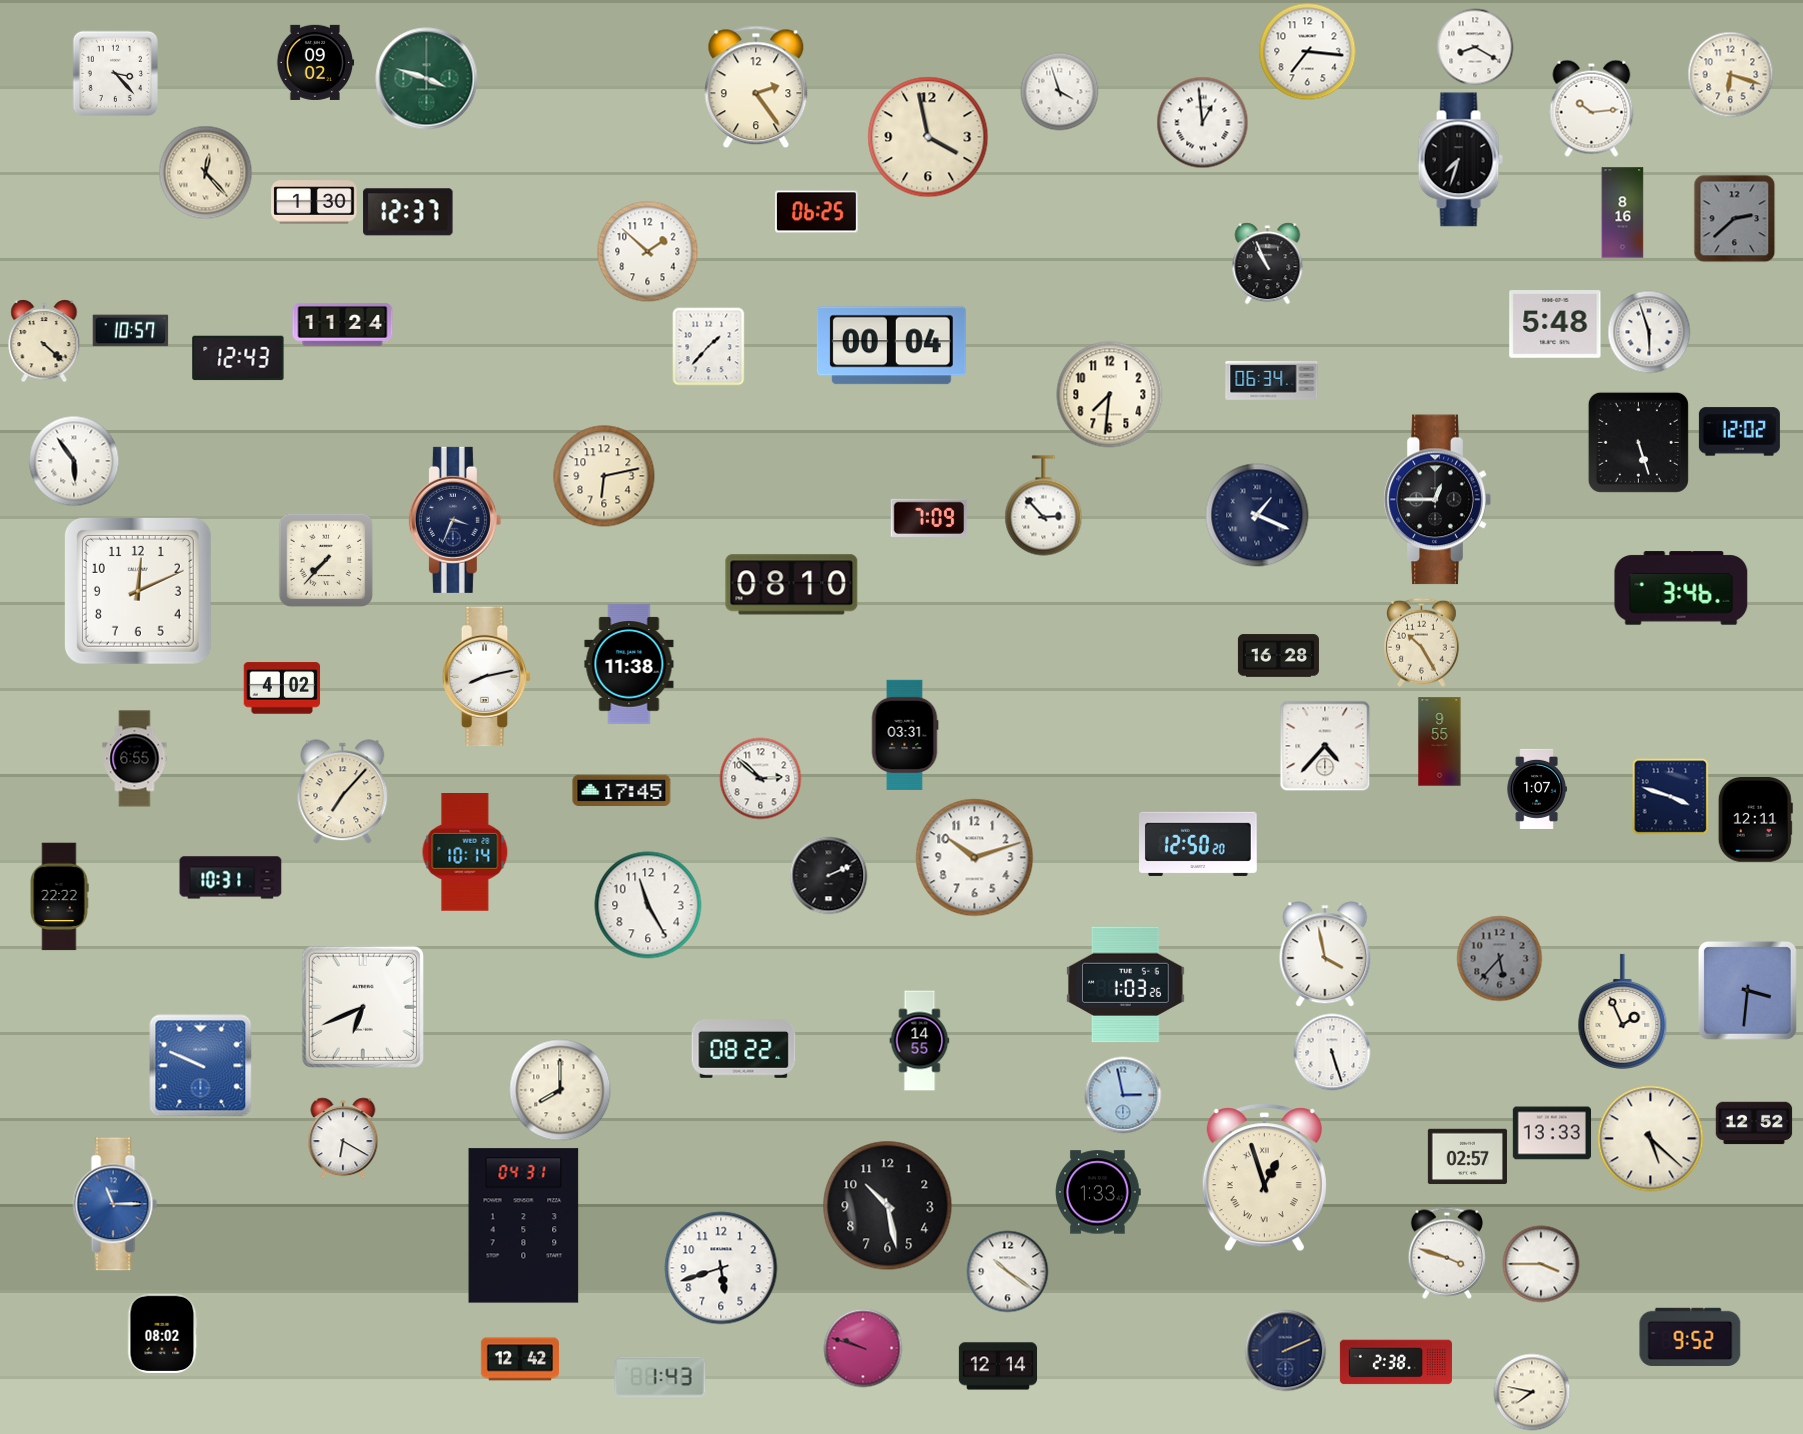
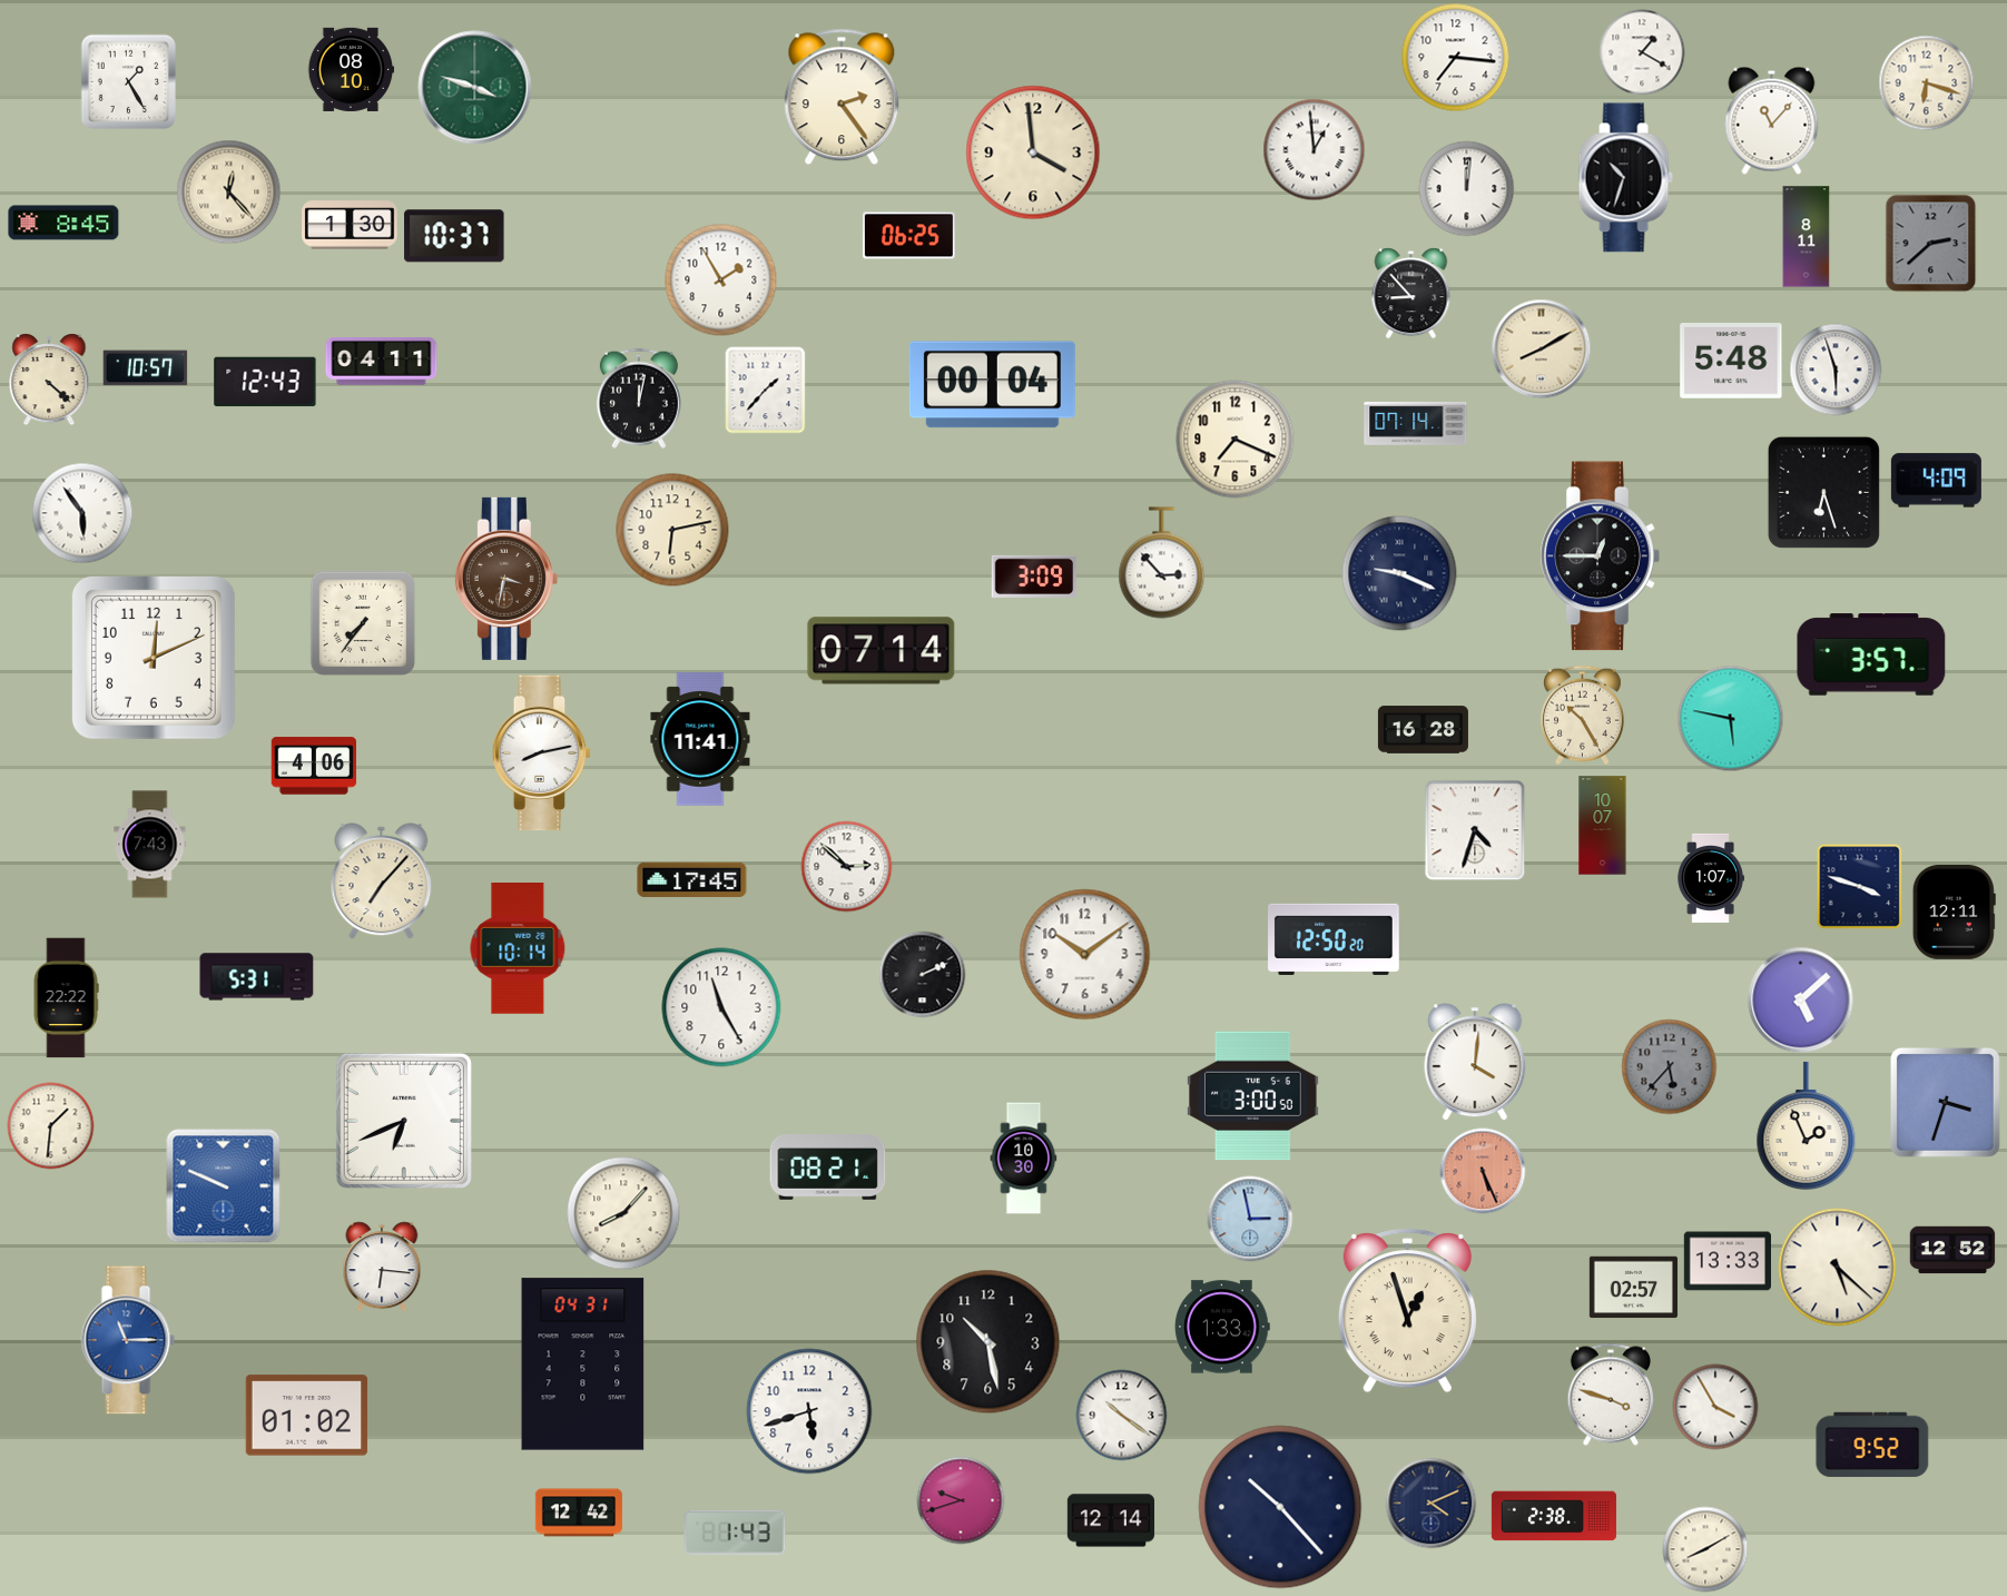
clock at (1475, 47): 8:20 -> 1:20
clock at (315, 62): 09:02 -> 08:10
clock at (115, 73): 3:23 -> 1:25
clock at (1060, 92): 3:57 -> none
clock at (1592, 108): 10:14 -> 11:07
clock at (1203, 123) position: (1203, 123) -> (1315, 150)
clock at (928, 137): 3:58 -> 3:59
clock at (1460, 160): 7:33 -> 10:33
clock at (1467, 189): none -> 12:01
clock at (63, 223): none -> 8:45
clock at (408, 212): 12:37 -> 10:37
clock at (1623, 213): 8:16 -> 8:11
clock at (648, 252): 1:52 -> 1:55
clock at (1268, 264): 10:56 -> 8:53
clock at (1542, 349): none -> 8:10
clock at (343, 324): 11:24 -> 04:11
clock at (709, 347) position: (709, 347) -> (766, 391)
clock at (238, 358) position: (238, 358) -> (265, 382)
clock at (639, 398): none -> 12:02
clock at (1272, 380): 06:34 -> 07:14
clock at (1110, 395): 7:31 -> 7:19
clock at (1739, 432): 12:02 -> 4:09
clock at (1638, 442): 5:27 -> 6:27
clock at (1257, 515): 1:19 -> 9:19
clock at (929, 518): 7:09 -> 3:09
clock at (455, 520): 3:34 -> 3:32
clock at (455, 520) dial: navy -> brown
clock at (326, 560): 7:37 -> 7:36
clock at (792, 585): 08:10 -> 07:14
clock at (1681, 588): 3:46 -> 3:57
clock at (1731, 719): none -> 5:47
clock at (629, 664): 11:38 -> 11:41
clock at (282, 688): 4:02 -> 4:06
clock at (905, 734): 03:31 -> none
clock at (1440, 742): 9:55 -> 10:07
clock at (1325, 746): 4:37 -> 4:33
clock at (135, 759): 6:55 -> 7:43
clock at (975, 858): 10:12 -> 10:09
clock at (231, 878): 10:31 -> 5:31
clock at (1801, 1001): none -> 5:08
clock at (1325, 954): 3:58 -> 4:01
clock at (1126, 985): 1:03 -> 3:00
clock at (1748, 991): 3:31 -> 3:33
clock at (51, 1126): none -> 1:31
clock at (920, 1041): 14:55 -> 10:30
clock at (744, 1049): 08:22 -> 08:21
clock at (1332, 1052): 5:27 -> 5:26
clock at (1332, 1052) dial: white -> salmon
clock at (560, 1090): 8:00 -> 8:07
clock at (343, 1138): 6:20 -> 6:16
clock at (1541, 1264): 3:45 -> 3:55
clock at (721, 1268) position: (721, 1268) -> (809, 1411)
clock at (306, 1416): none -> 01:02
clock at (162, 1333): 08:02 -> none
clock at (1690, 1337) position: (1690, 1337) -> (1872, 1445)
clock at (863, 1348): 9:48 -> 9:42
clock at (1286, 1351): 2:11 -> 4:11
clock at (1280, 1507): none -> 10:23
clock at (1532, 1392): 7:47 -> 8:10
